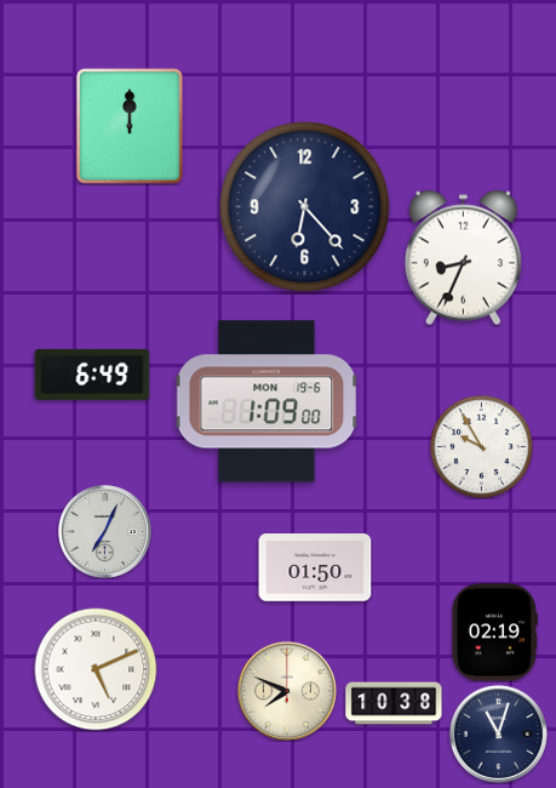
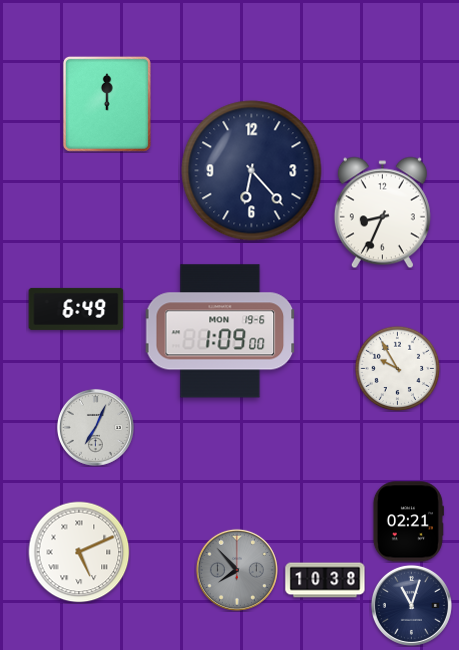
clock at (104, 531) position: (104, 531) -> (95, 427)
clock at (315, 569): 01:50 -> none
clock at (494, 633): 02:19 -> 02:21
clock at (287, 691): 7:49 -> 7:53
clock at (287, 691) dial: cream -> grey
